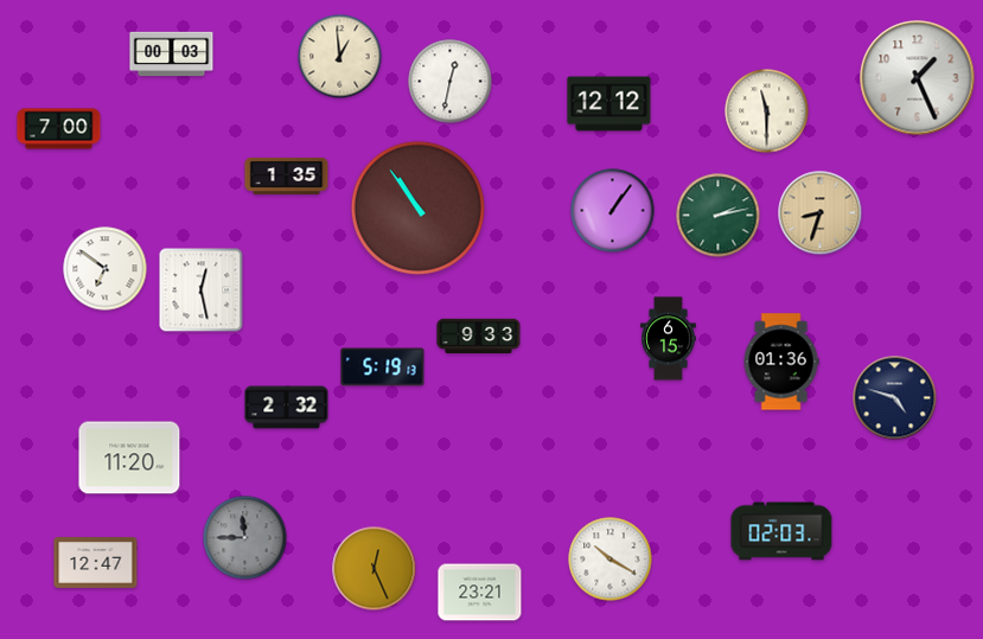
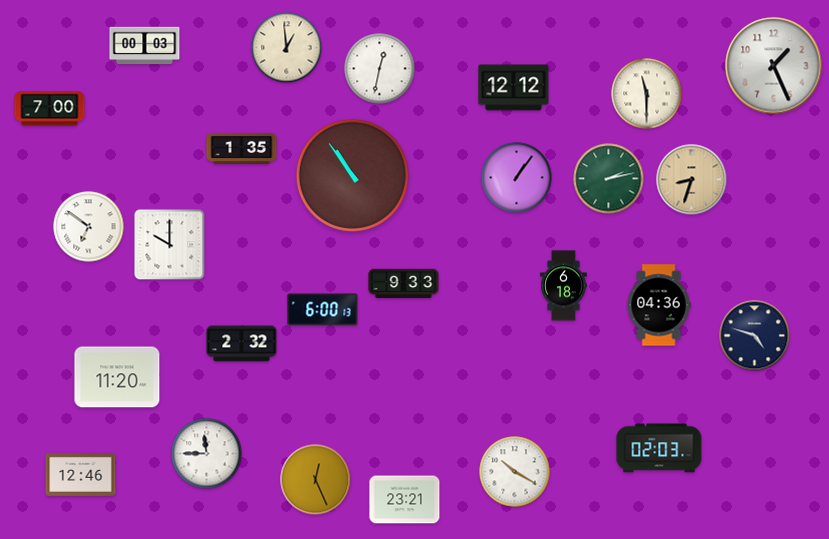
clock at (719, 216) position: (719, 216) -> (609, 179)
clock at (202, 290): 12:28 -> 10:00
clock at (669, 339): 6:15 -> 6:18
clock at (781, 362): 01:36 -> 04:36
clock at (383, 368): 5:19 -> 6:00
clock at (129, 458) position: (129, 458) -> (117, 377)
clock at (245, 538) dial: grey -> white
clock at (96, 563): 12:47 -> 12:46
